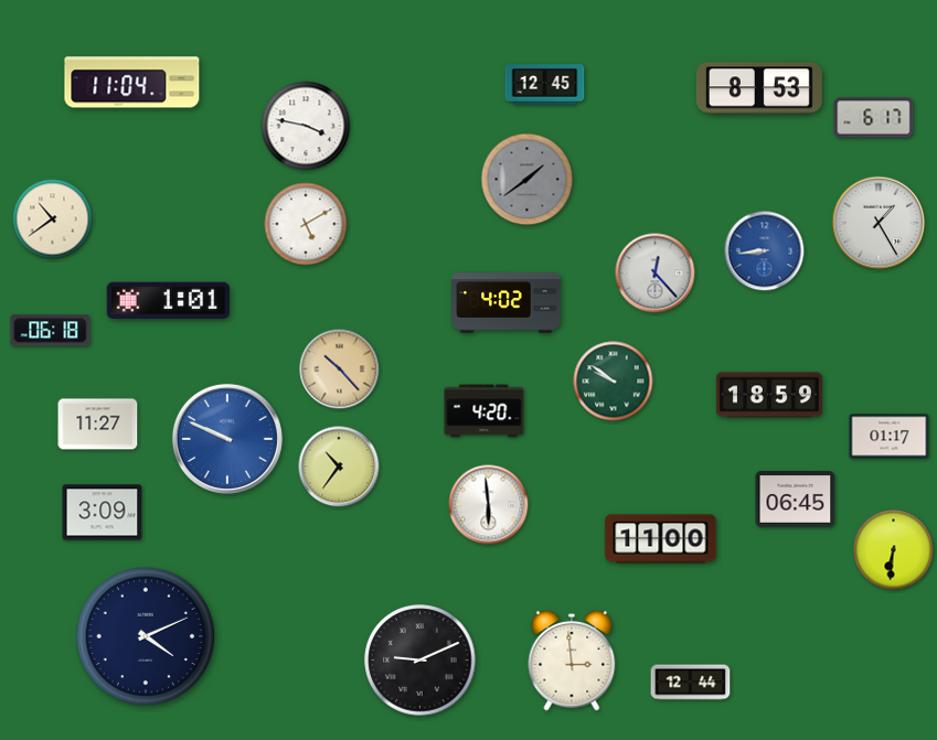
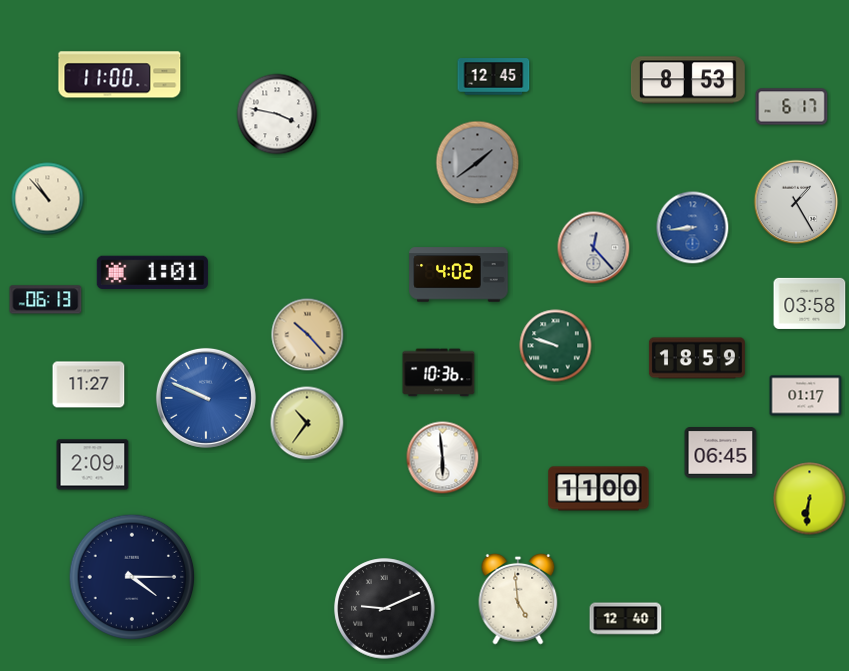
clock at (132, 83): 11:04 -> 11:00
clock at (53, 219): 10:39 -> 10:53
clock at (306, 224): 5:10 -> none
clock at (51, 331): 06:18 -> 06:13
clock at (810, 303): none -> 03:58
clock at (614, 382): 9:51 -> 9:48
clock at (485, 411): 4:20 -> 10:36
clock at (103, 513): 3:09 -> 2:09
clock at (146, 636): 4:11 -> 4:15
clock at (420, 661) position: (420, 661) -> (385, 609)
clock at (572, 661): 2:59 -> 4:59
clock at (691, 683): 12:44 -> 12:40
